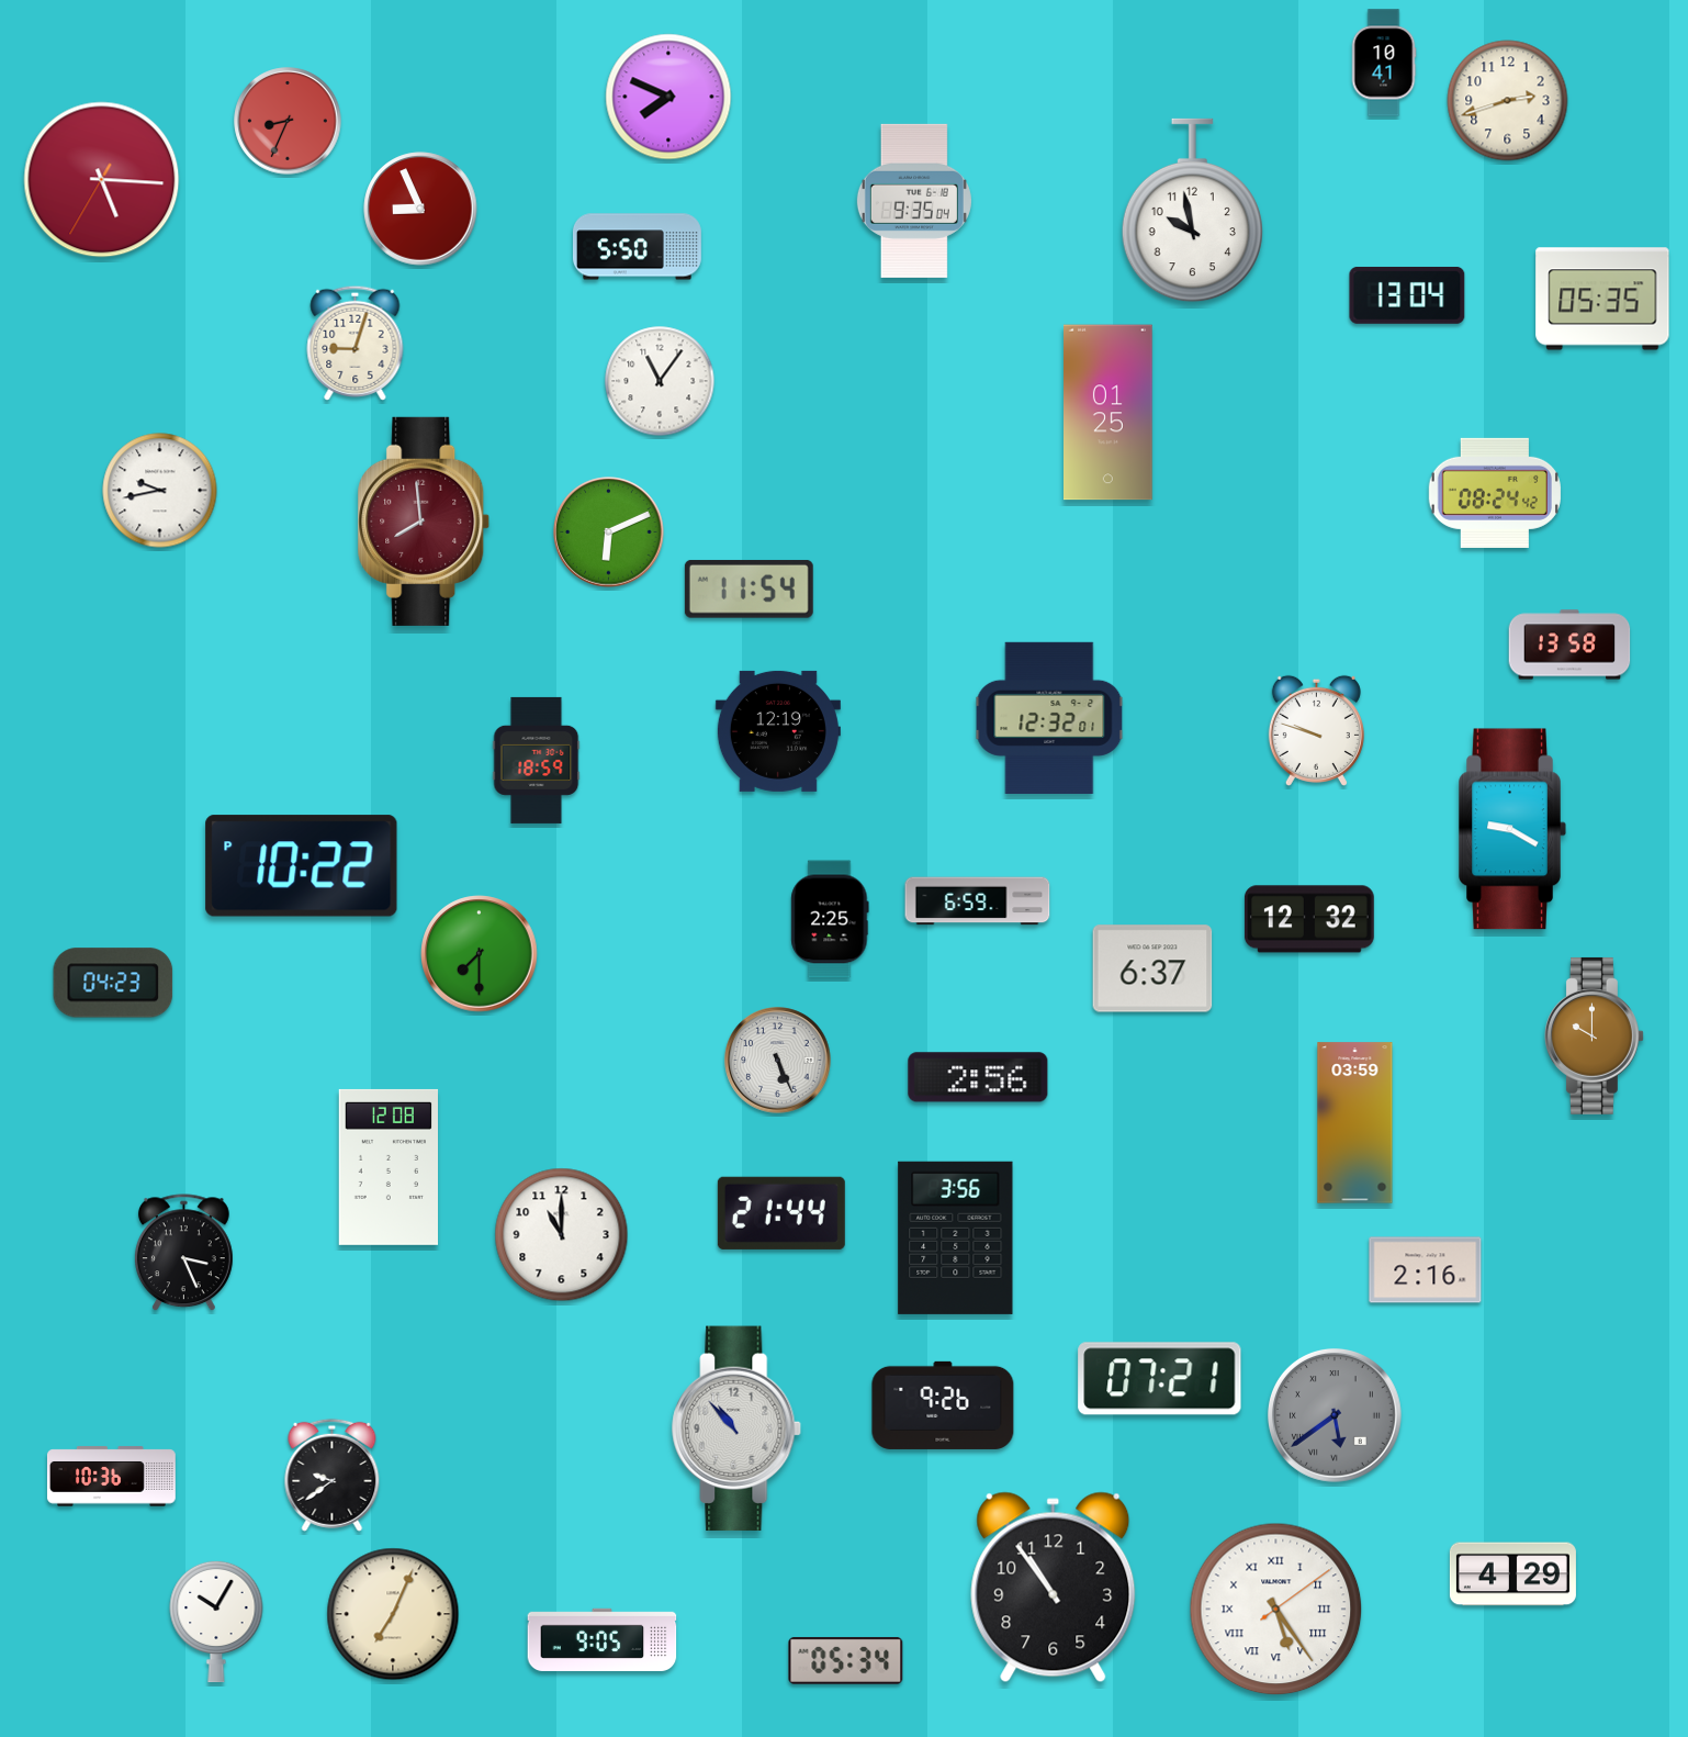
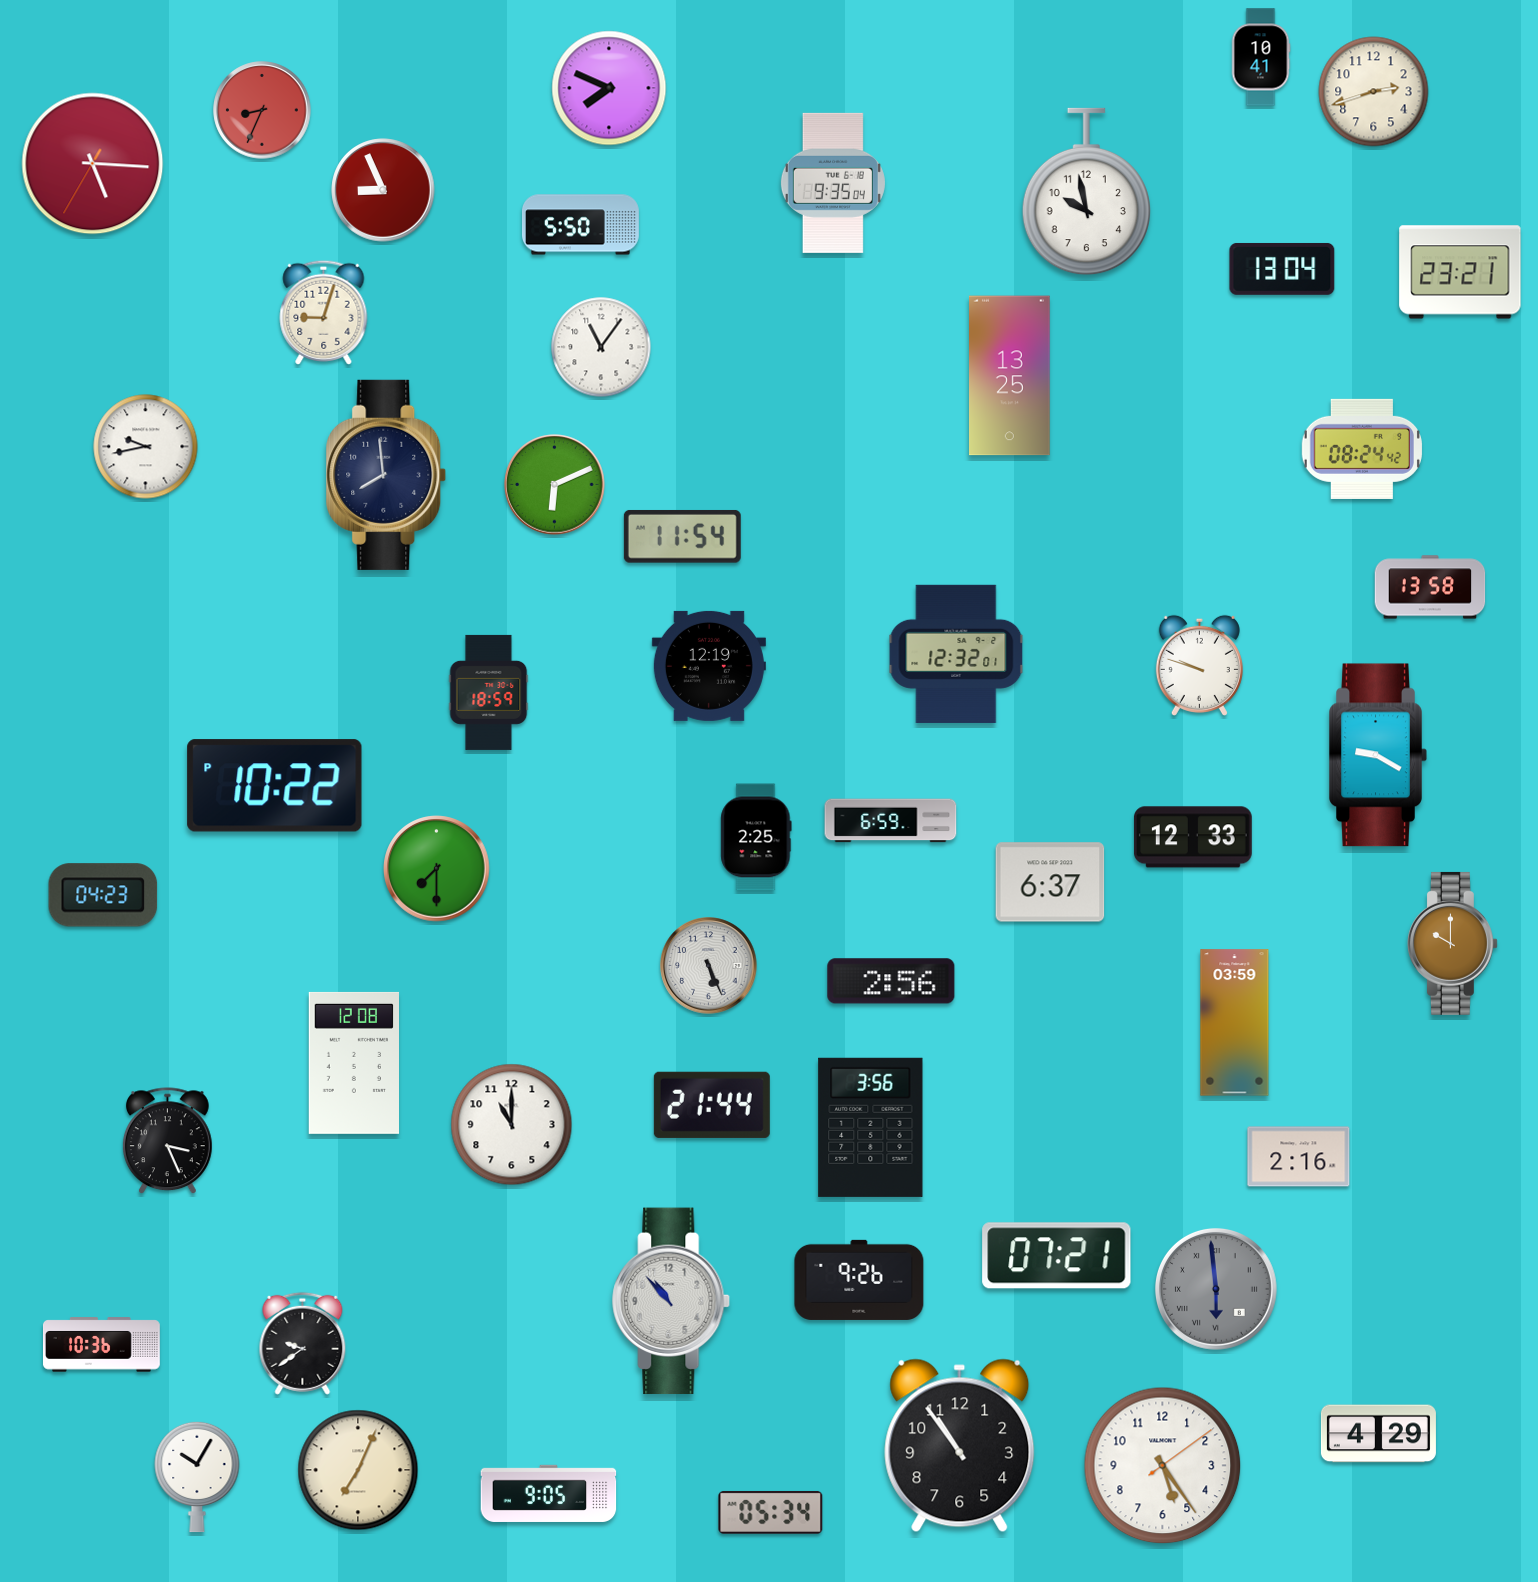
clock at (1602, 299): 05:35 -> 23:21
clock at (1109, 413): 01:25 -> 13:25
clock at (424, 522) dial: burgundy -> navy
clock at (302, 866) position: (302, 866) -> (275, 786)
clock at (1309, 919): 12:32 -> 12:33
clock at (1335, 1415): 5:39 -> 5:59
clock at (1276, 1610) numerals: Roman -> Arabic
